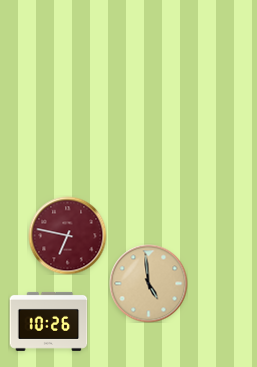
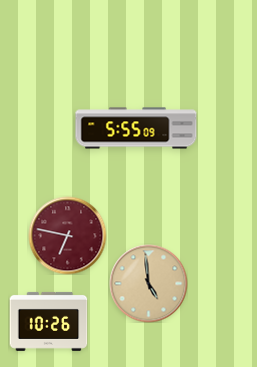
clock at (136, 128): none -> 5:55
